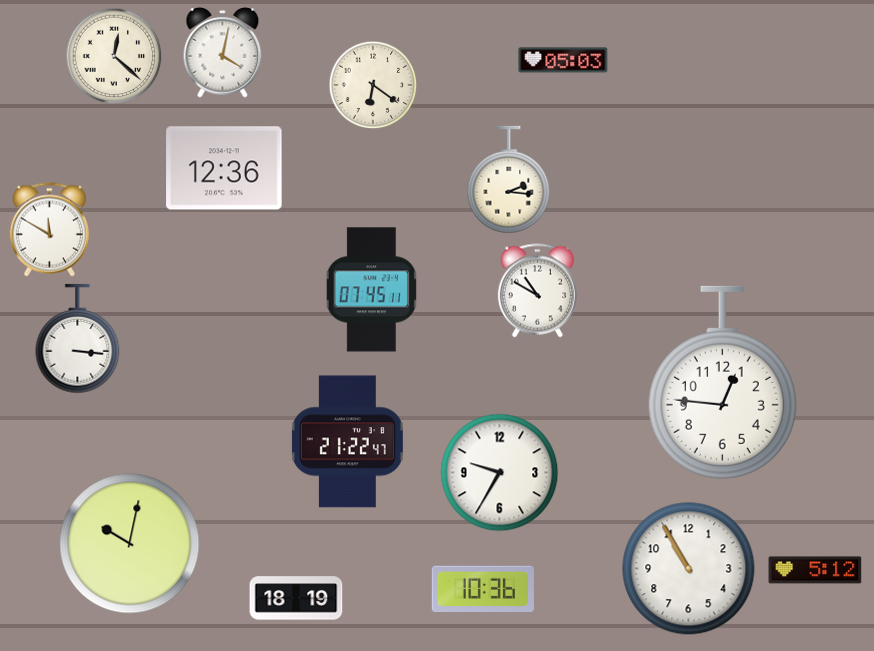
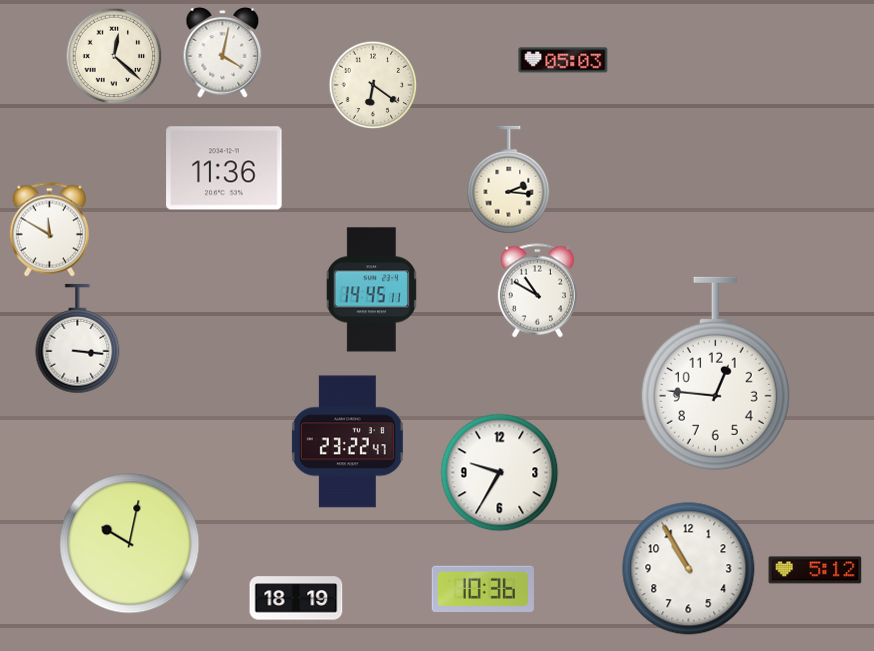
clock at (224, 168): 12:36 -> 11:36
clock at (371, 290): 07:45 -> 14:45
clock at (722, 382) position: (722, 382) -> (715, 373)
clock at (347, 442): 21:22 -> 23:22
